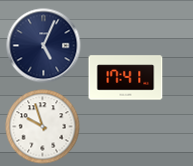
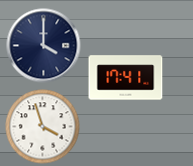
clock at (44, 46): 5:04 -> 4:00
clock at (43, 127): 9:57 -> 3:57
